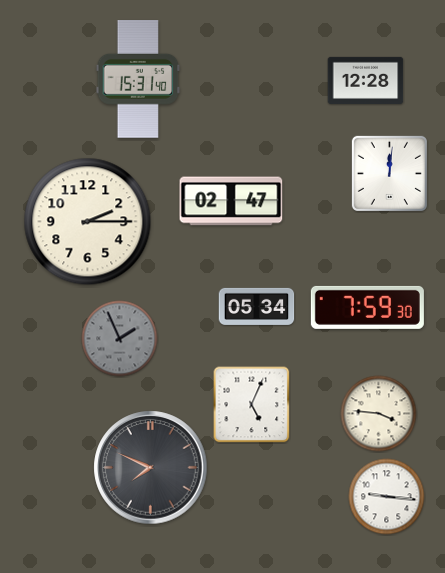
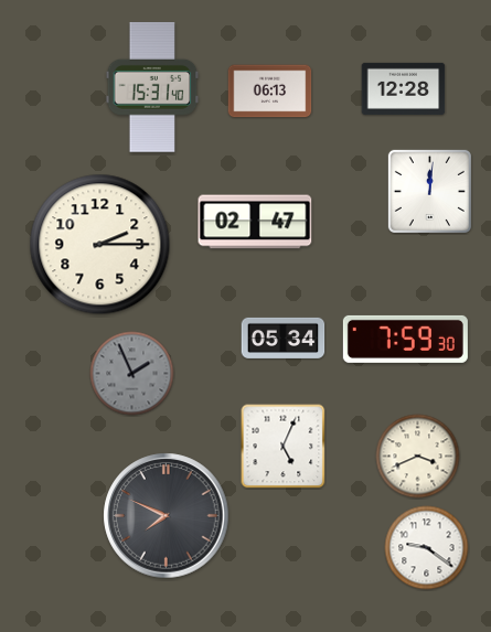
clock at (270, 92): none -> 06:13
clock at (88, 222) position: (88, 222) -> (100, 245)
clock at (252, 405) position: (252, 405) -> (284, 447)
clock at (379, 414): 3:46 -> 3:41
clock at (387, 497): 9:16 -> 9:21
